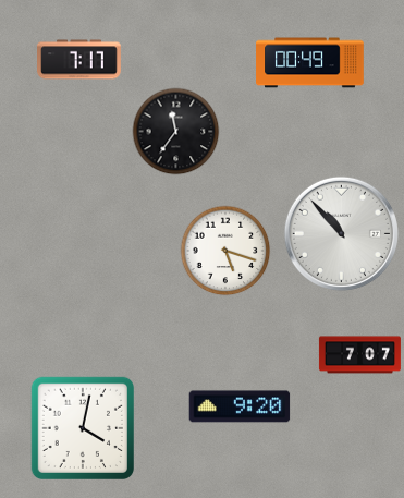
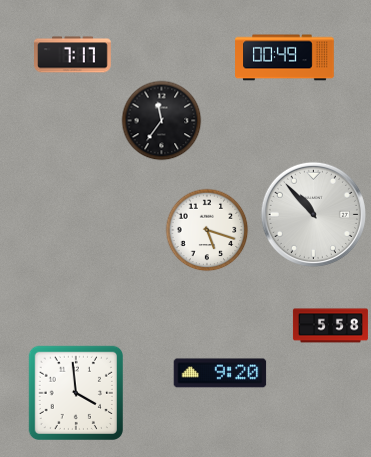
clock at (359, 355): 7:07 -> 5:58
clock at (82, 427): 4:02 -> 3:59
